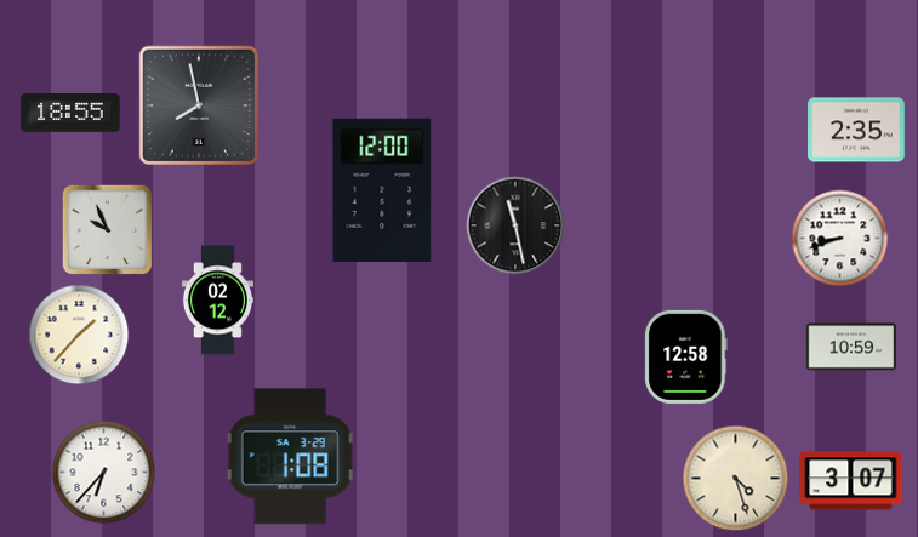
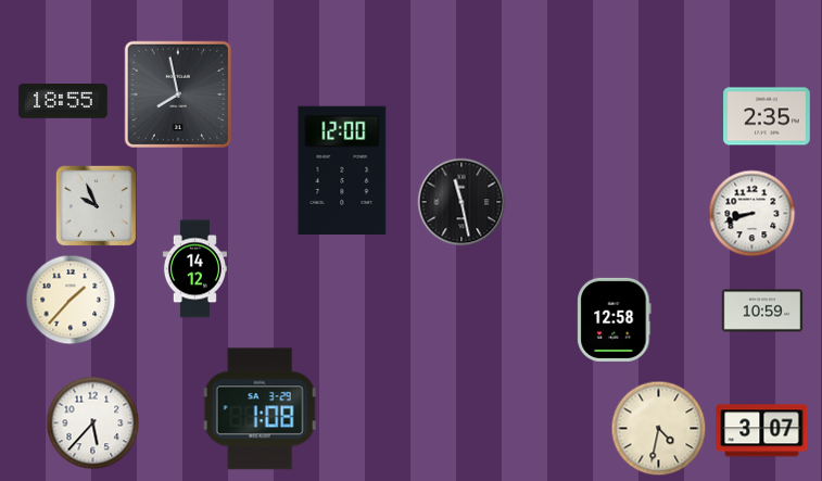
clock at (217, 301): 02:12 -> 14:12
clock at (104, 473): 6:37 -> 5:37
clock at (736, 479): 4:27 -> 4:32
